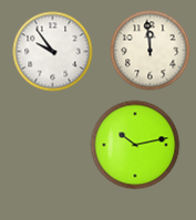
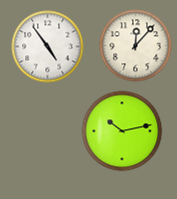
clock at (151, 51): 11:59 -> 12:07
clock at (53, 52): 9:54 -> 4:54
